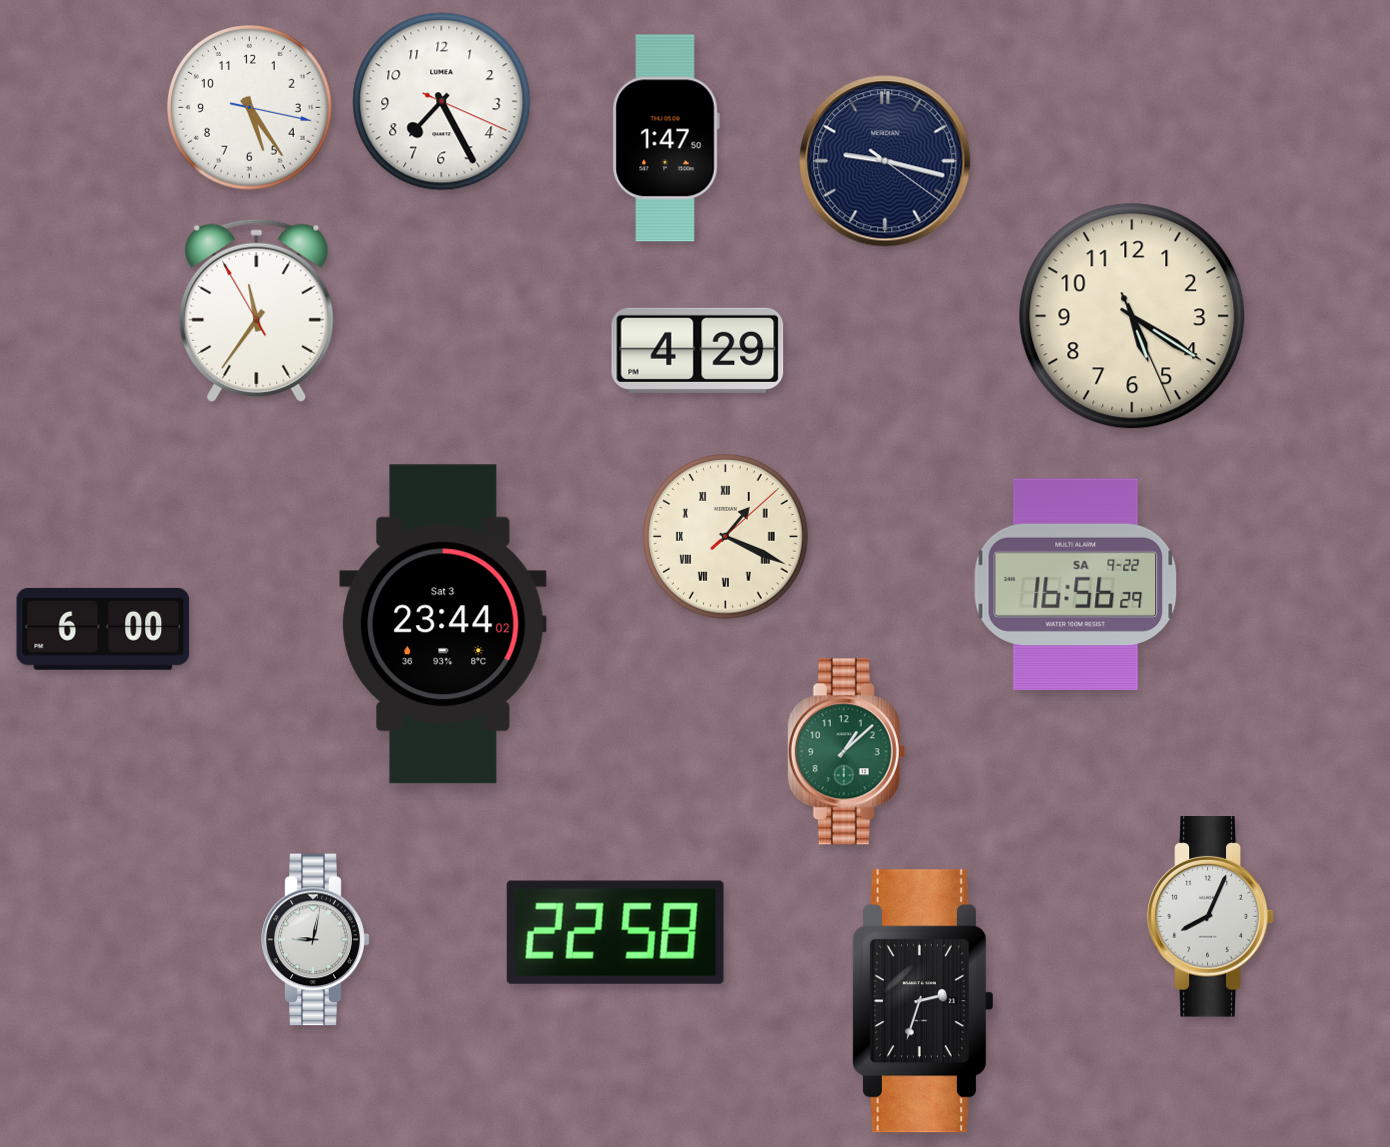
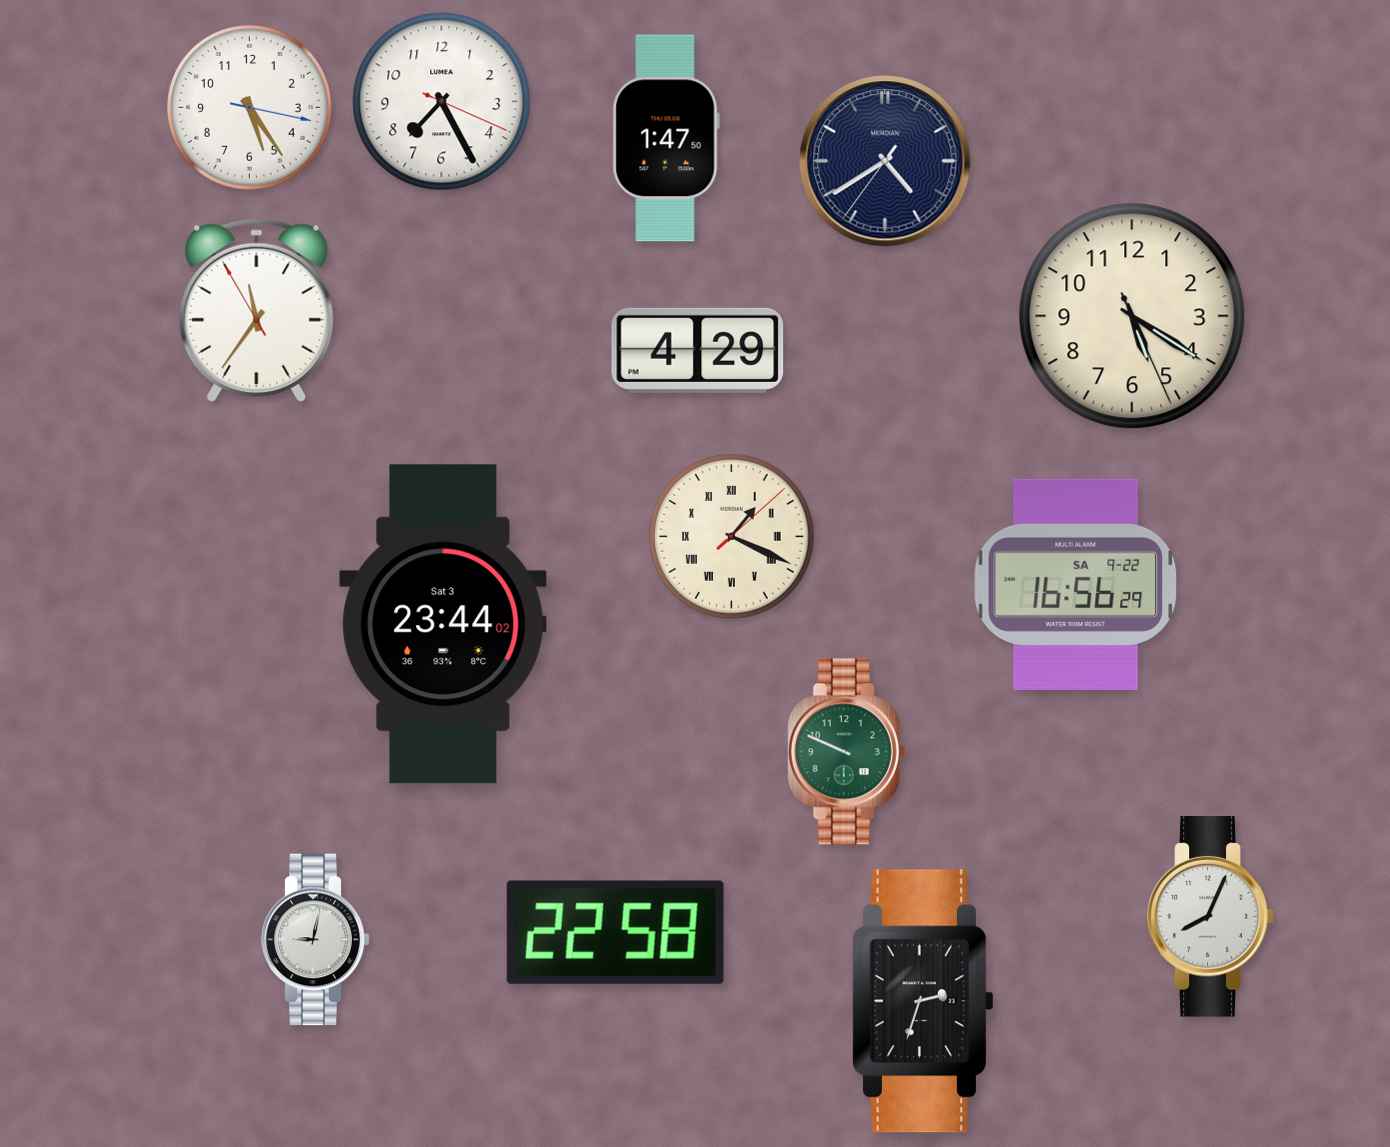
clock at (885, 161): 9:17 -> 4:39
clock at (726, 537) position: (726, 537) -> (732, 537)
clock at (103, 629): 6:00 -> none
clock at (847, 752): 1:08 -> 9:49
